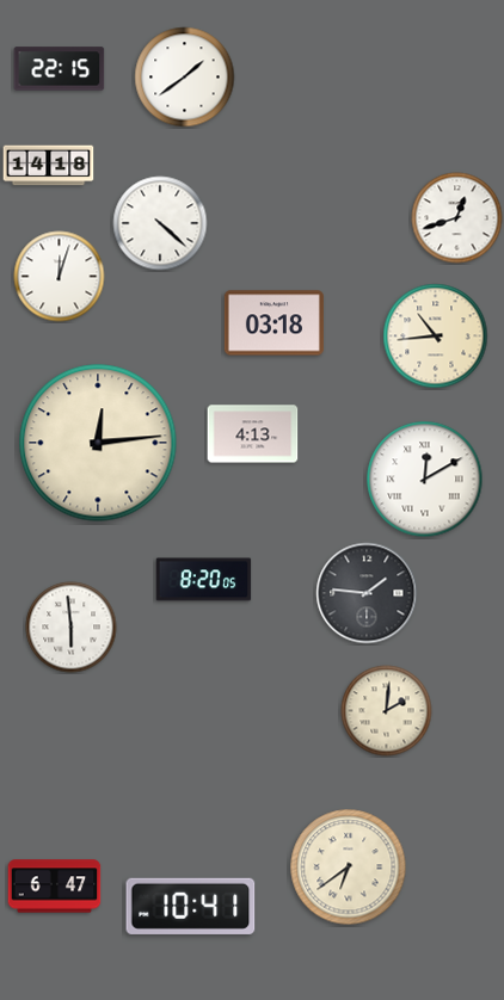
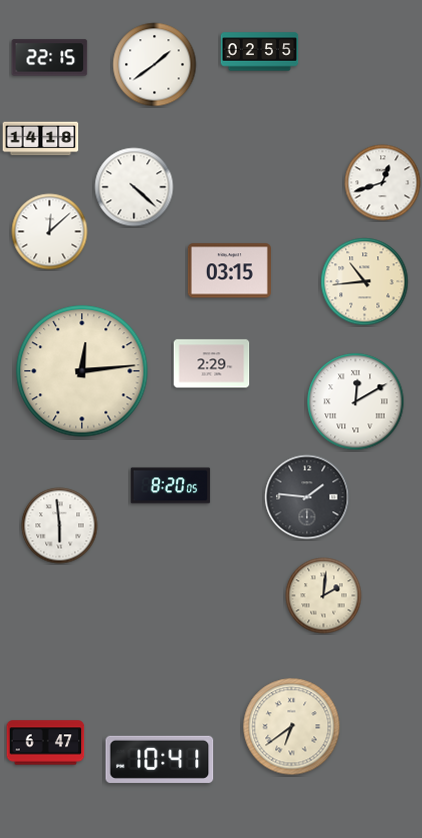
clock at (260, 52): none -> 02:55
clock at (60, 277): 12:03 -> 12:08
clock at (273, 323): 03:18 -> 03:15
clock at (253, 434): 4:13 -> 2:29
